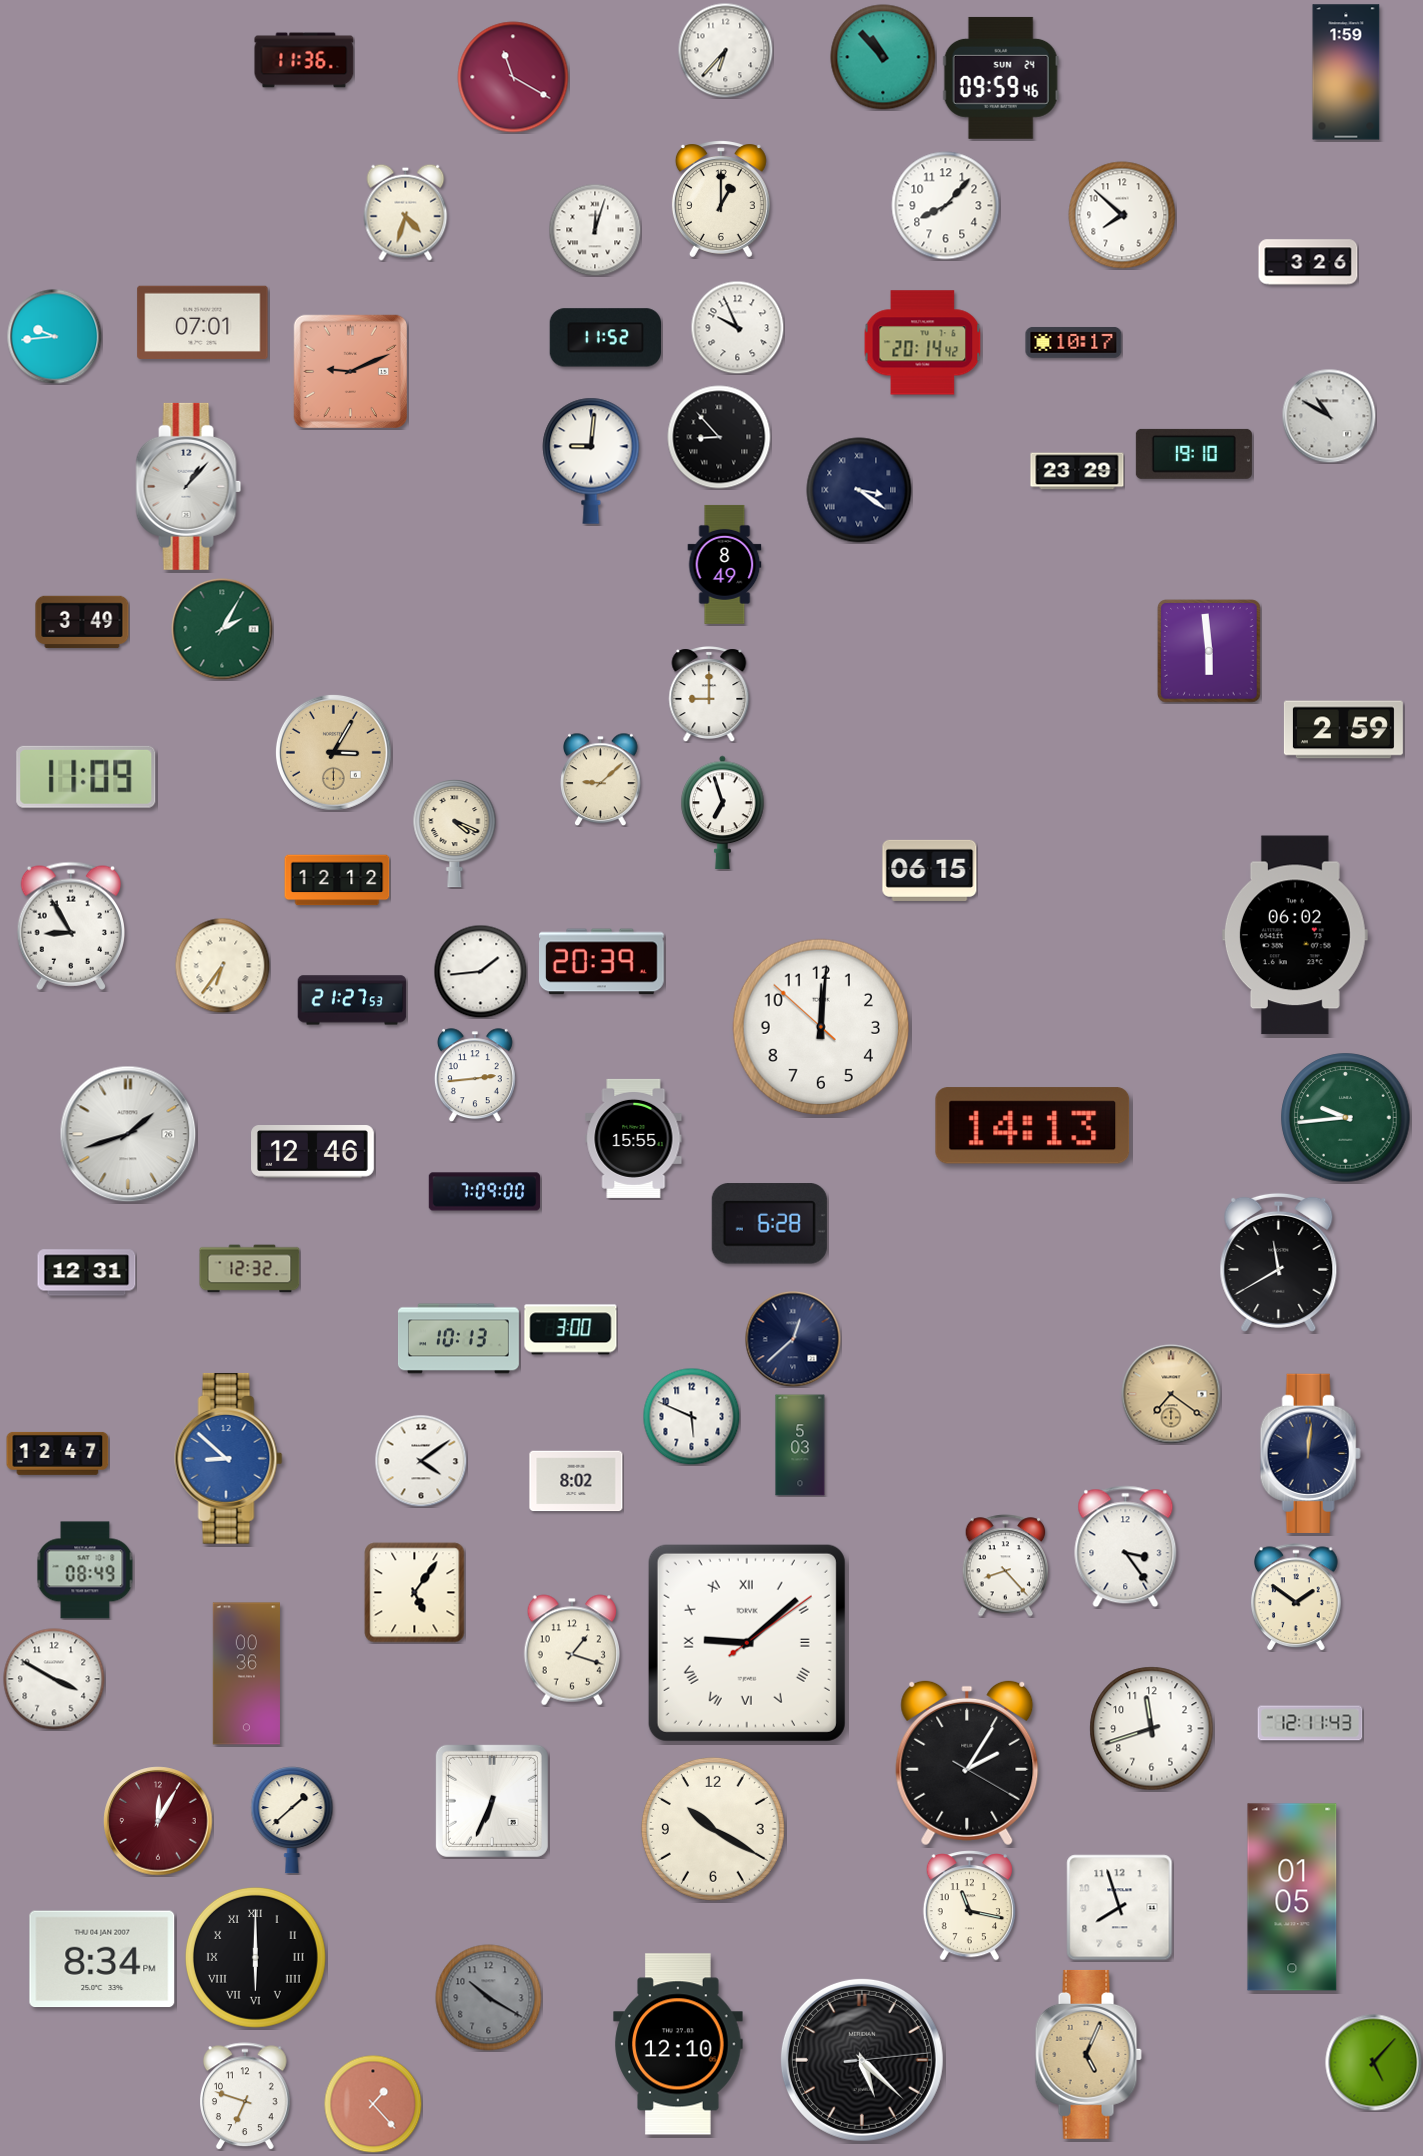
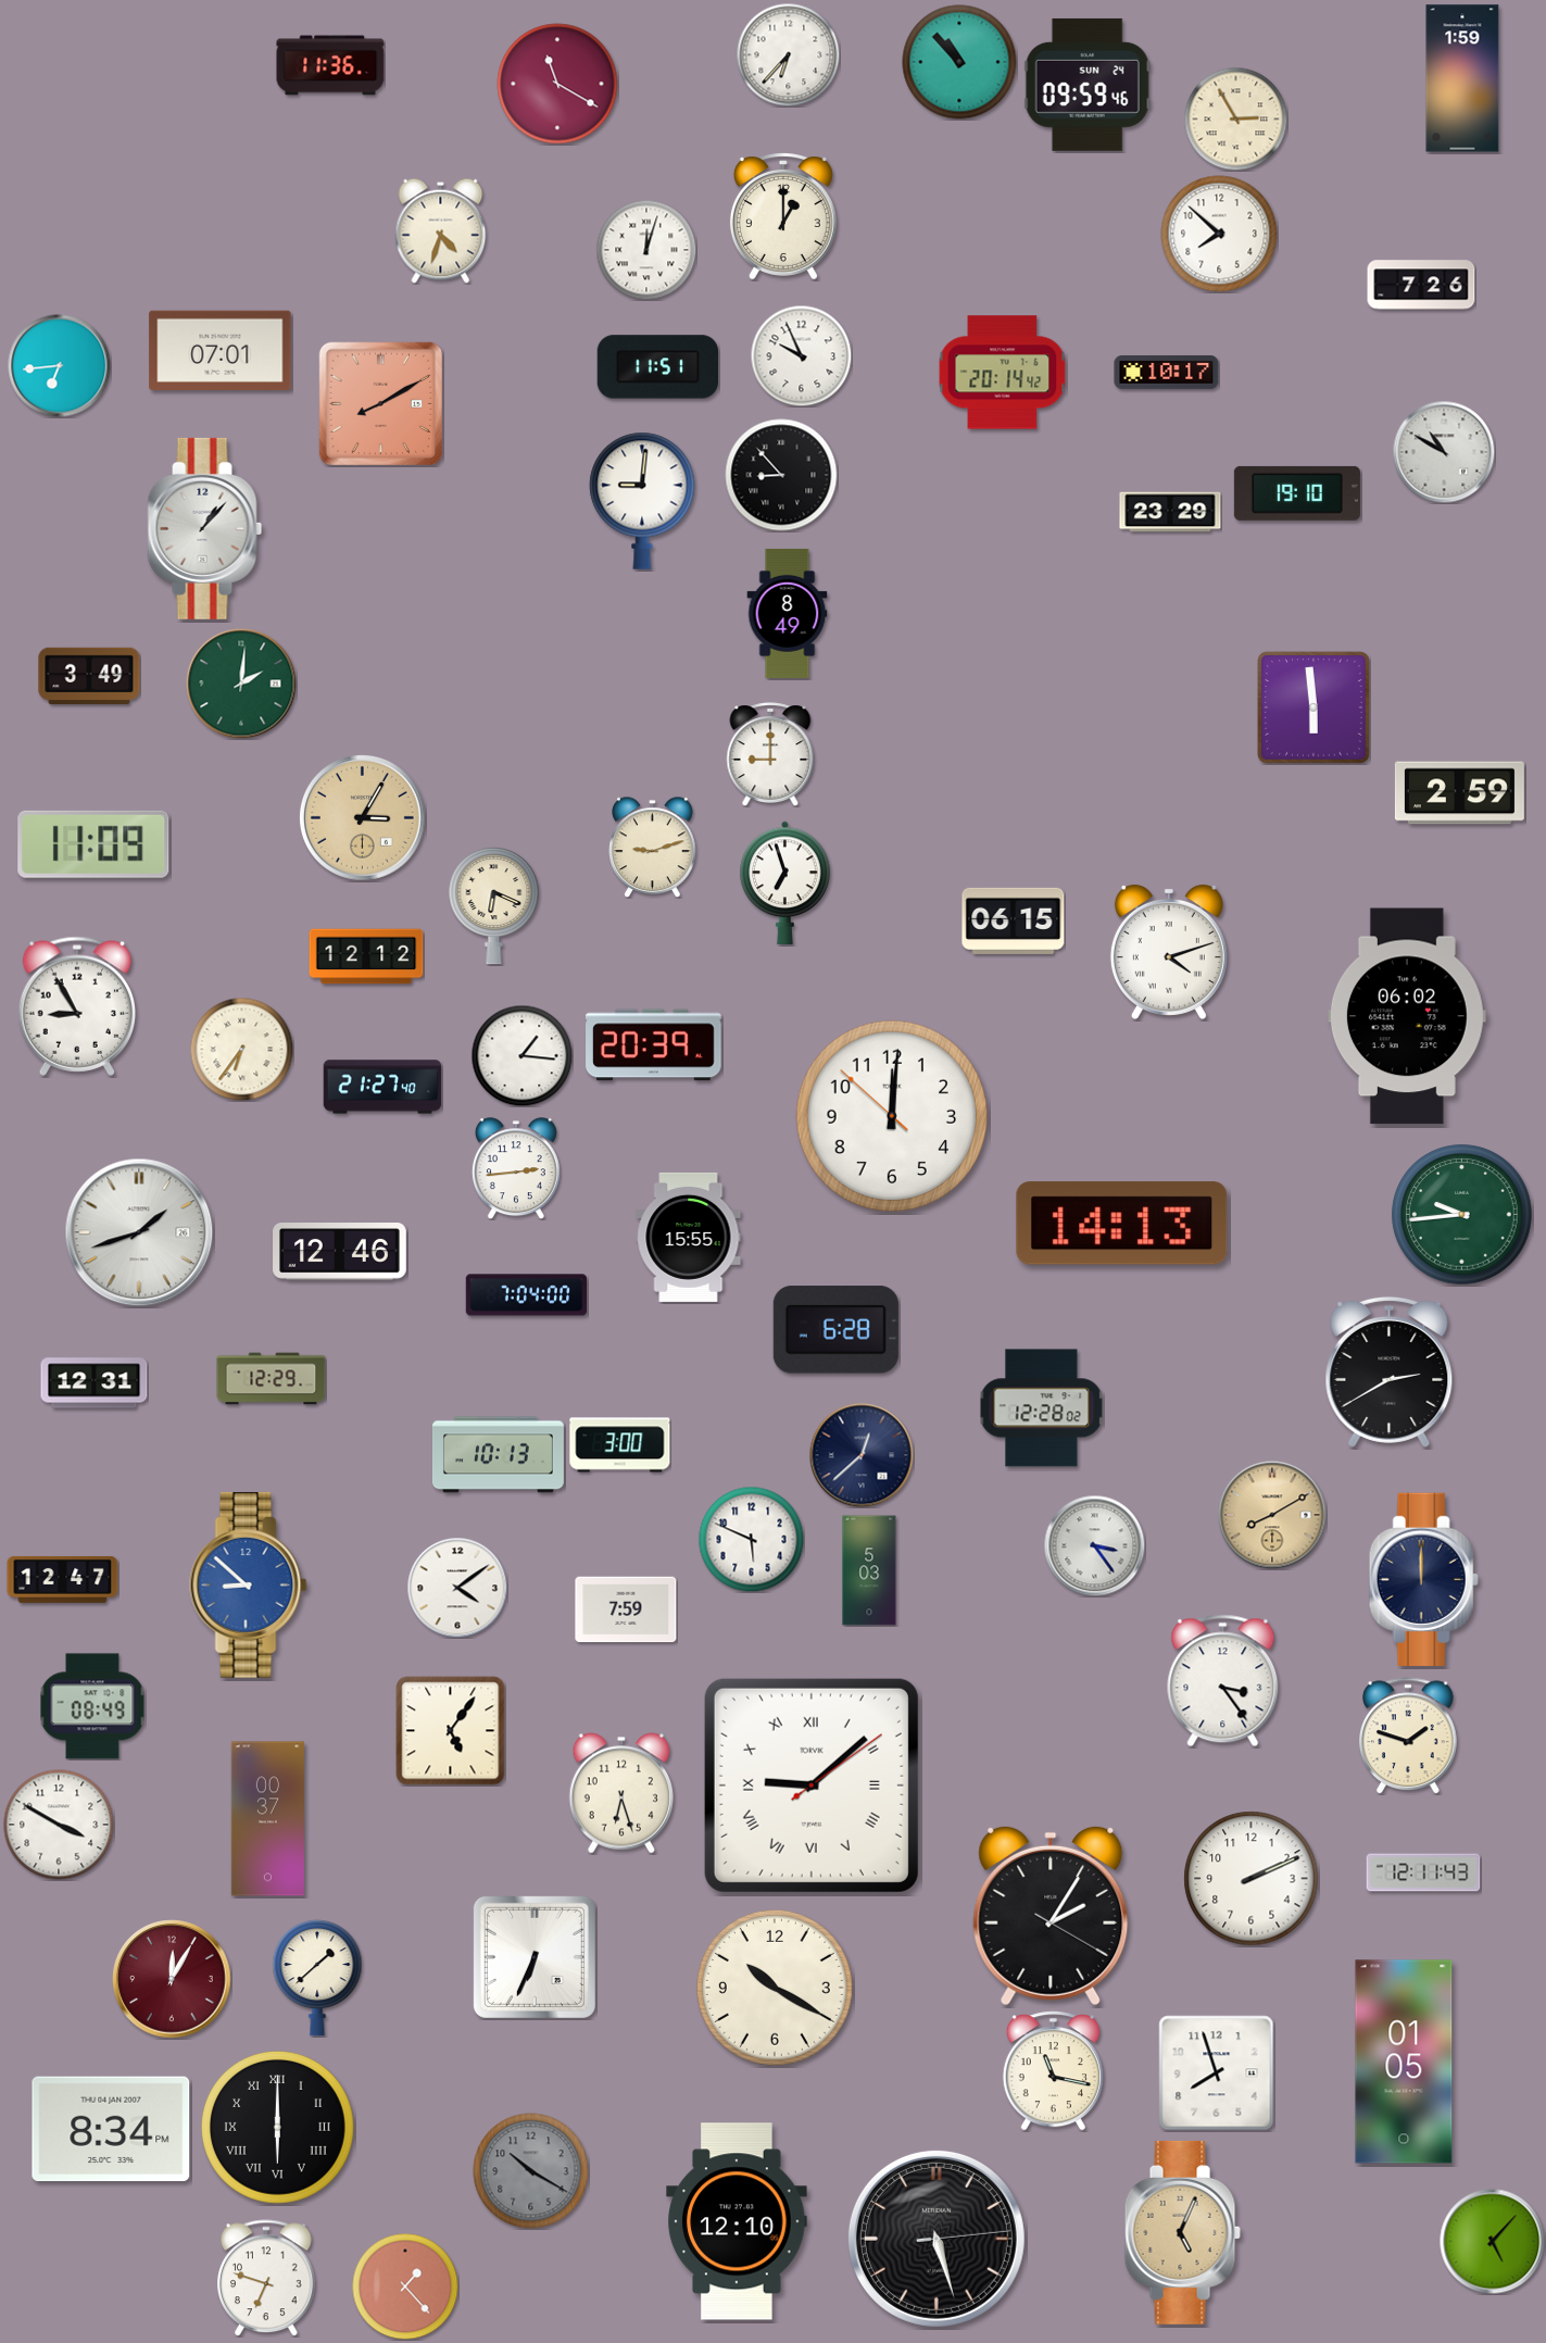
clock at (1235, 118): none -> 2:55
clock at (946, 206): 8:07 -> none
clock at (1308, 262): 3:26 -> 7:26
clock at (54, 336): 9:44 -> 6:44
clock at (605, 338): 11:52 -> 11:51
clock at (350, 371): 9:11 -> 8:10
clock at (859, 490): 3:21 -> none
clock at (222, 629): 2:05 -> 2:01
clock at (601, 779): 9:08 -> 9:12
clock at (455, 834): 4:19 -> 6:19
clock at (930, 870) position: (930, 870) -> (1014, 920)
clock at (1169, 952): none -> 4:12
clock at (480, 971): 1:44 -> 1:16
clock at (352, 1000): 21:27:53 -> 21:27:40
clock at (485, 1192): 7:09 -> 7:04
clock at (1279, 1262): 11:40 -> 2:40
clock at (250, 1269): 12:32 -> 12:29
clock at (1042, 1408): none -> 12:28
clock at (1171, 1394): 7:21 -> 8:10
clock at (1094, 1545): none -> 3:24
clock at (1310, 1453): 12:01 -> 12:00
clock at (576, 1481): 8:02 -> 7:59
clock at (1006, 1566): 8:23 -> none
clock at (1297, 1597): 1:51 -> 1:48
clock at (571, 1650): 1:18 -> 6:27
clock at (246, 1674): 00:36 -> 00:37
clock at (1152, 1729): 11:42 -> 2:11
clock at (862, 2060): 5:22 -> 5:27
